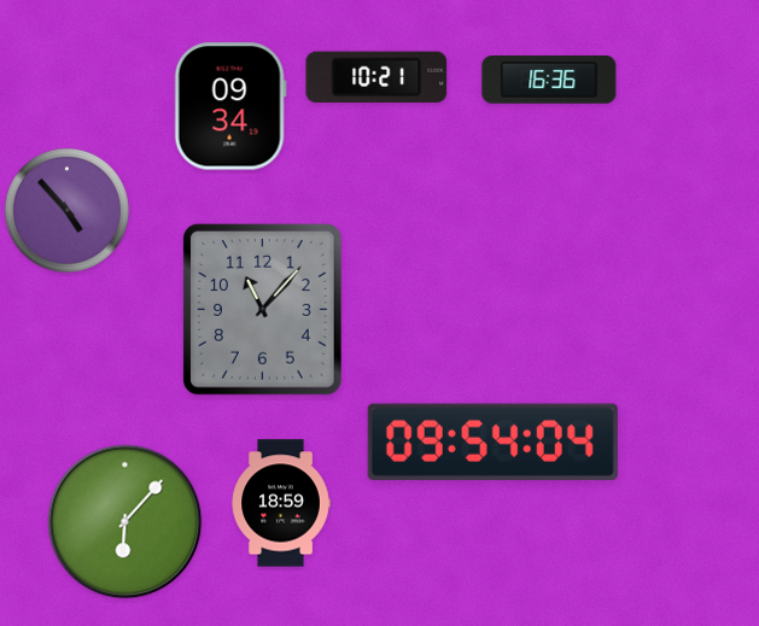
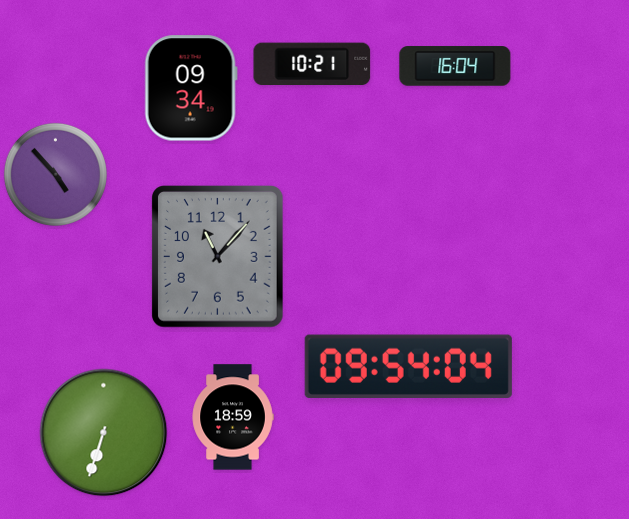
clock at (549, 80): 16:36 -> 16:04
clock at (125, 522): 6:07 -> 6:33
